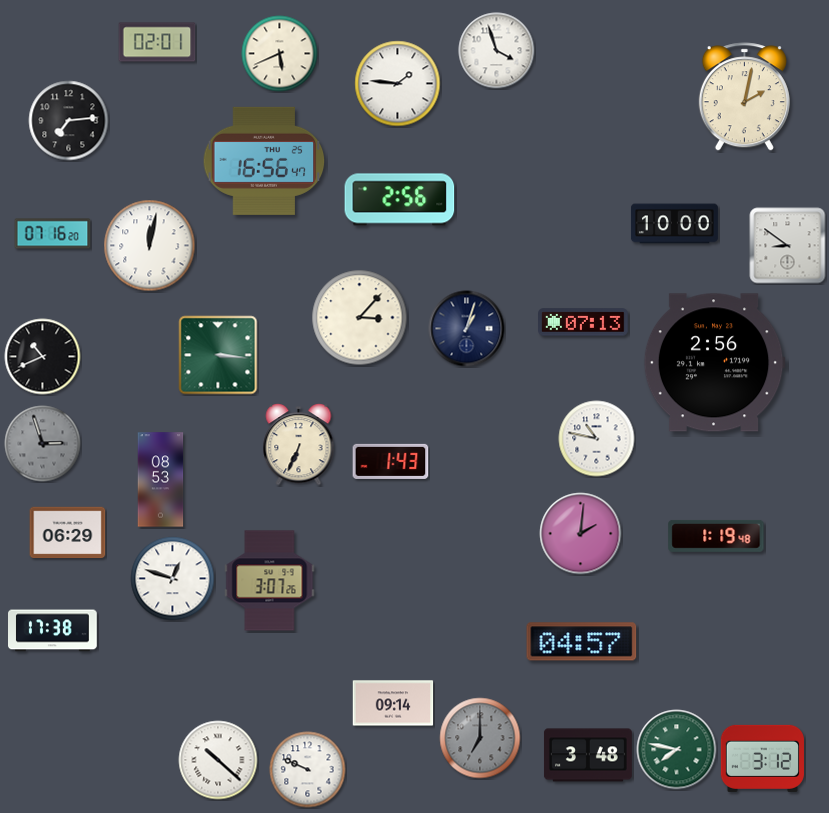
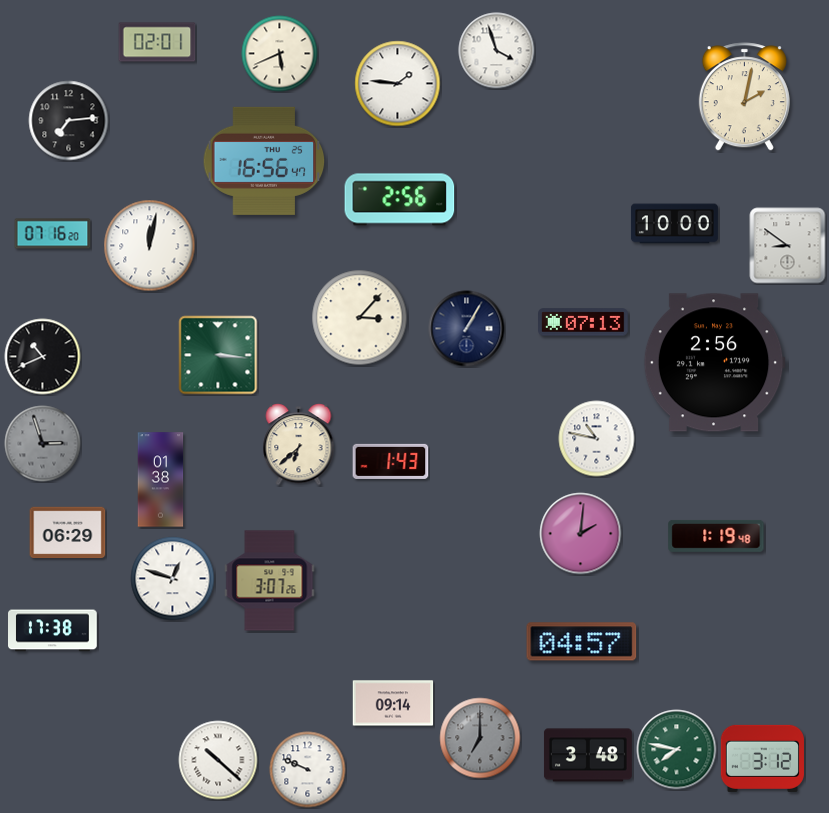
clock at (467, 329): 1:03 -> 1:05
clock at (299, 445): 6:34 -> 6:38
clock at (161, 480): 08:53 -> 01:38
